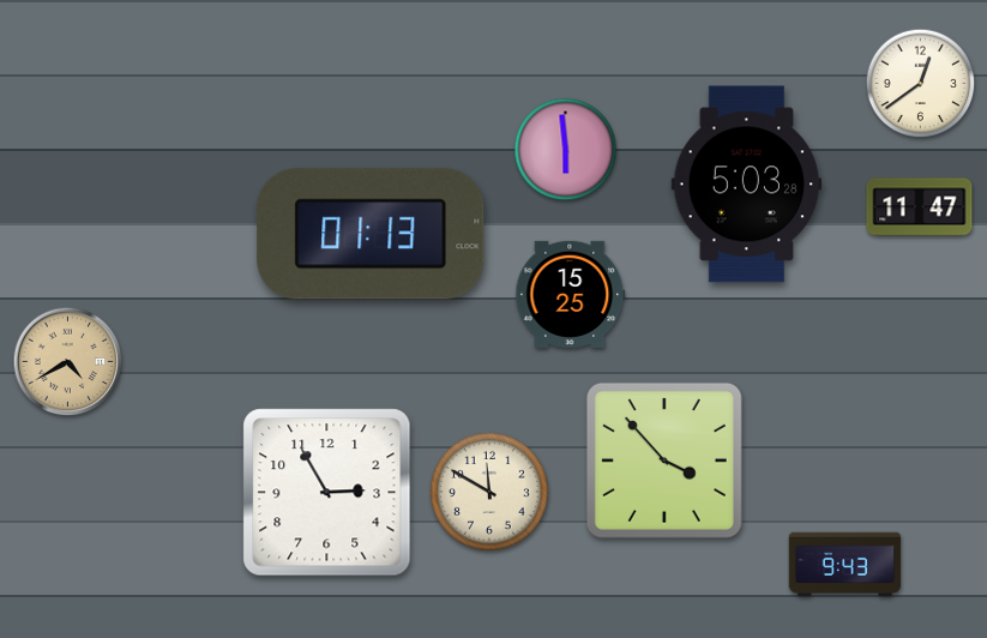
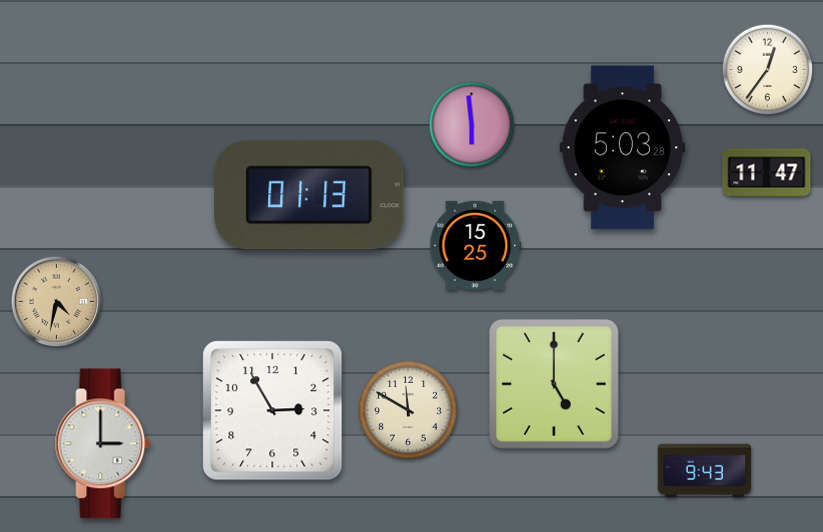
clock at (921, 84): 12:39 -> 12:36
clock at (747, 185) position: (747, 185) -> (623, 148)
clock at (68, 362): 4:40 -> 4:32
clock at (664, 461): 3:53 -> 5:00
clock at (103, 444): none -> 3:00
